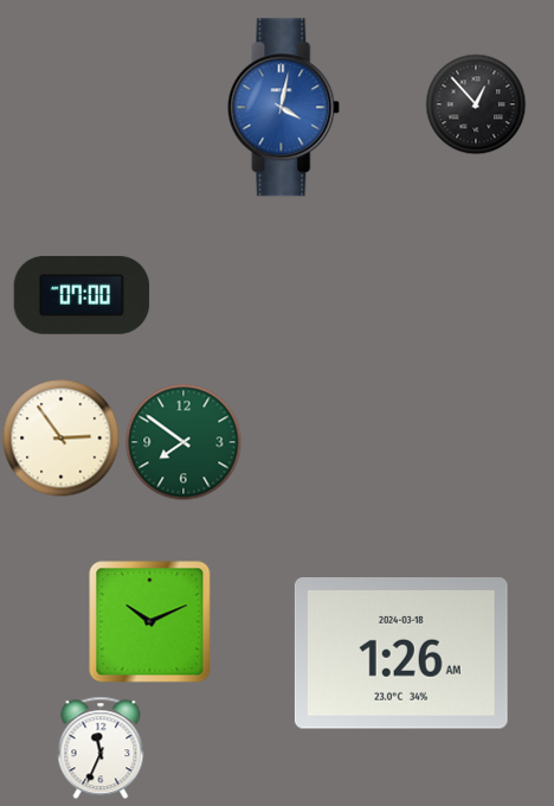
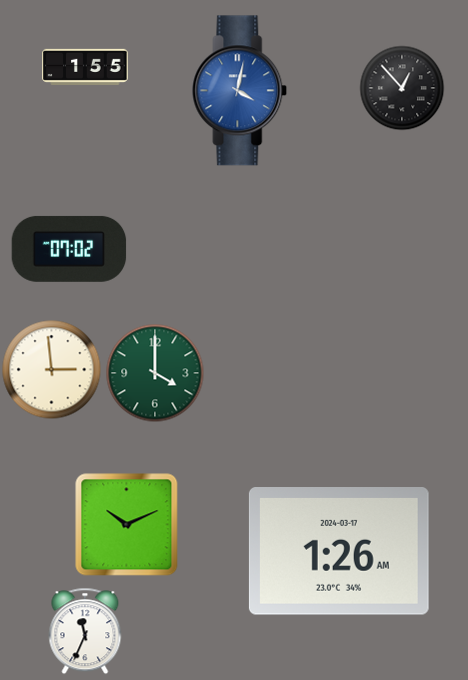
clock at (85, 66): none -> 1:55
clock at (82, 295): 07:00 -> 07:02
clock at (62, 439): 2:54 -> 2:59
clock at (183, 442): 7:51 -> 4:00
clock at (401, 654) date: 2024-03-18 -> 2024-03-17
